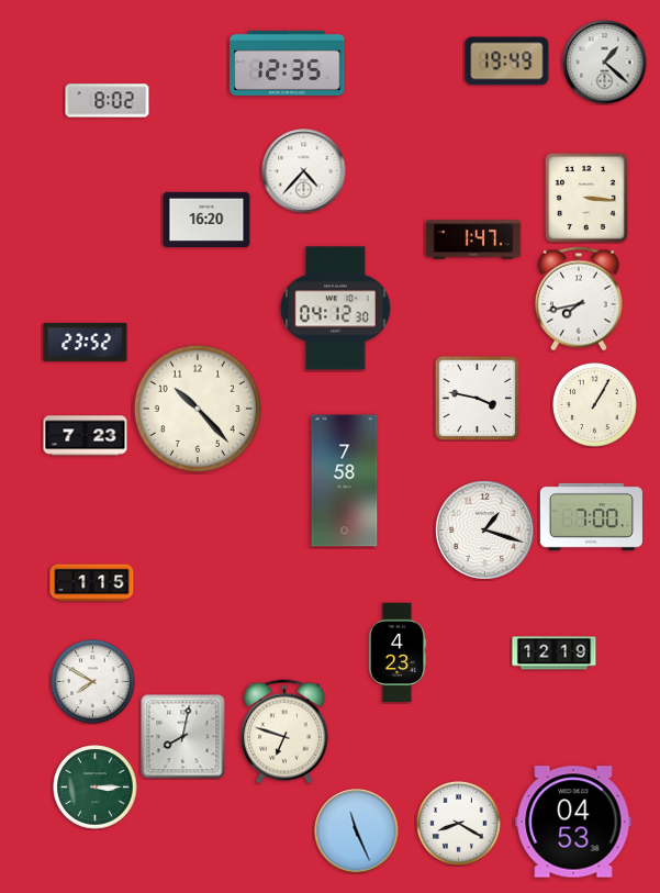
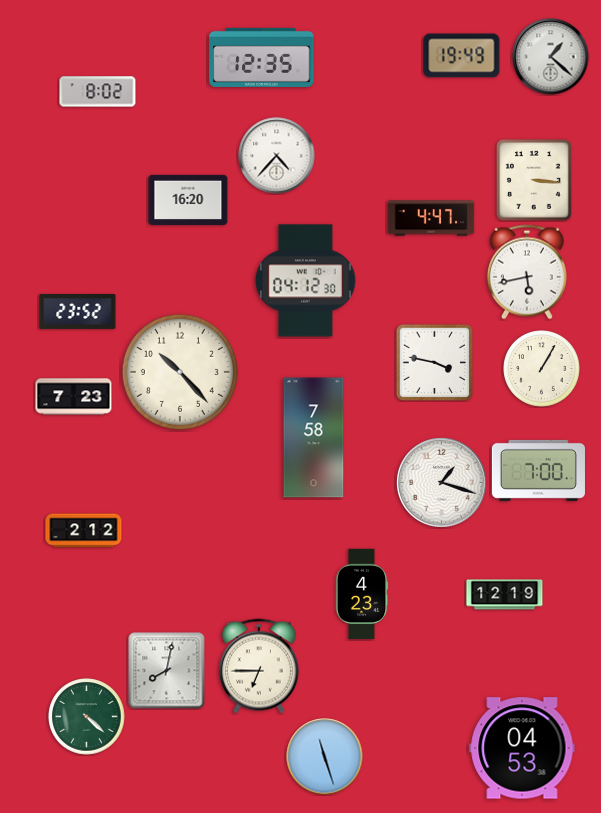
clock at (473, 239): 1:47 -> 4:47
clock at (579, 299): 7:43 -> 5:43
clock at (86, 436) position: (86, 436) -> (74, 397)
clock at (92, 583): 1:15 -> 2:12
clock at (93, 682): 7:50 -> none
clock at (284, 732): 6:48 -> 6:45
clock at (96, 788): 3:15 -> 4:22
clock at (459, 824): 8:20 -> none
clock at (357, 831): 11:26 -> 11:27
